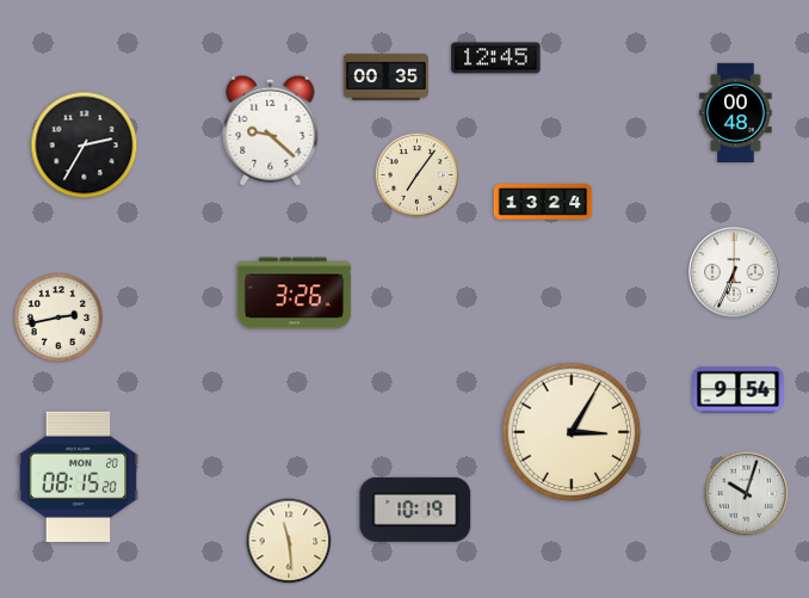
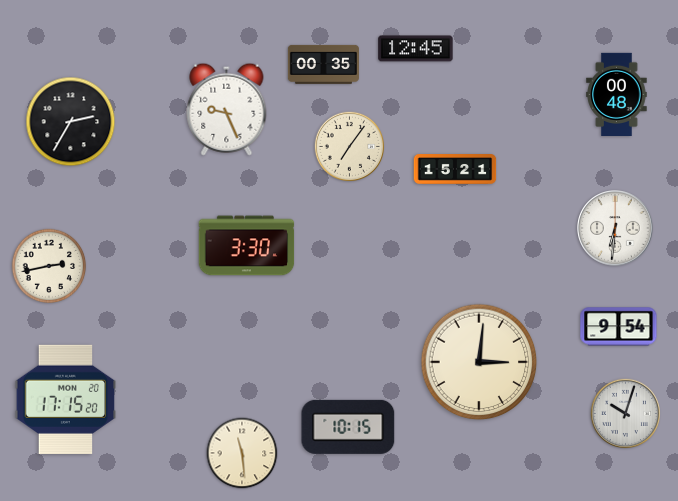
clock at (271, 130): 9:22 -> 9:26
clock at (543, 203): 13:24 -> 15:21
clock at (734, 272): 6:34 -> 6:31
clock at (295, 294): 3:26 -> 3:30
clock at (572, 432): 3:05 -> 3:01
clock at (79, 476): 08:15 -> 17:15
clock at (415, 510): 10:19 -> 10:15
